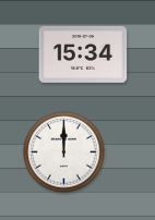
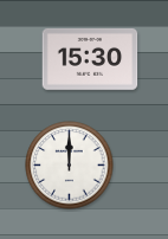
clock at (83, 54): 15:34 -> 15:30
